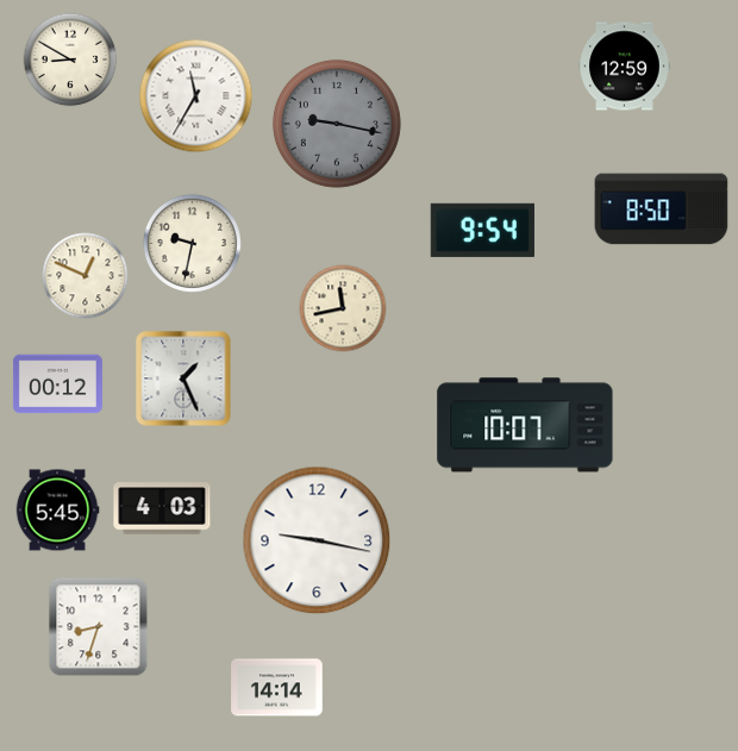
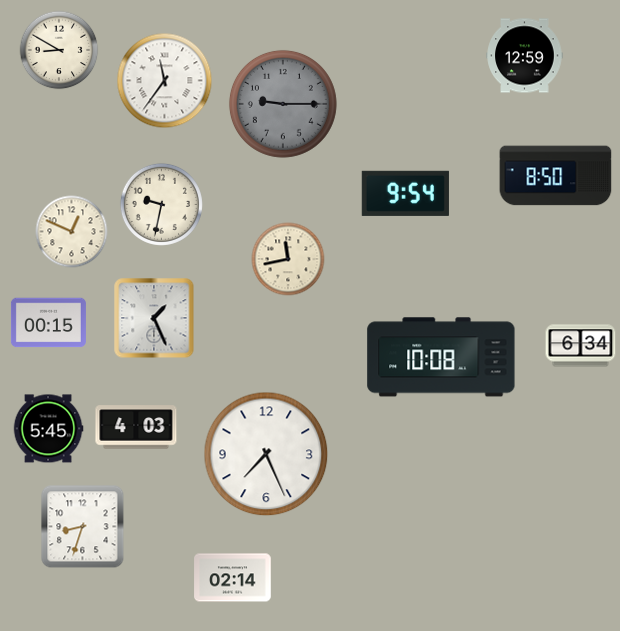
clock at (196, 96): 11:35 -> 11:36
clock at (337, 124): 9:17 -> 9:15
clock at (57, 384): 00:12 -> 00:15
clock at (581, 346): none -> 6:34
clock at (525, 425): 10:07 -> 10:08
clock at (317, 540): 9:17 -> 7:26
clock at (277, 688): 14:14 -> 02:14
